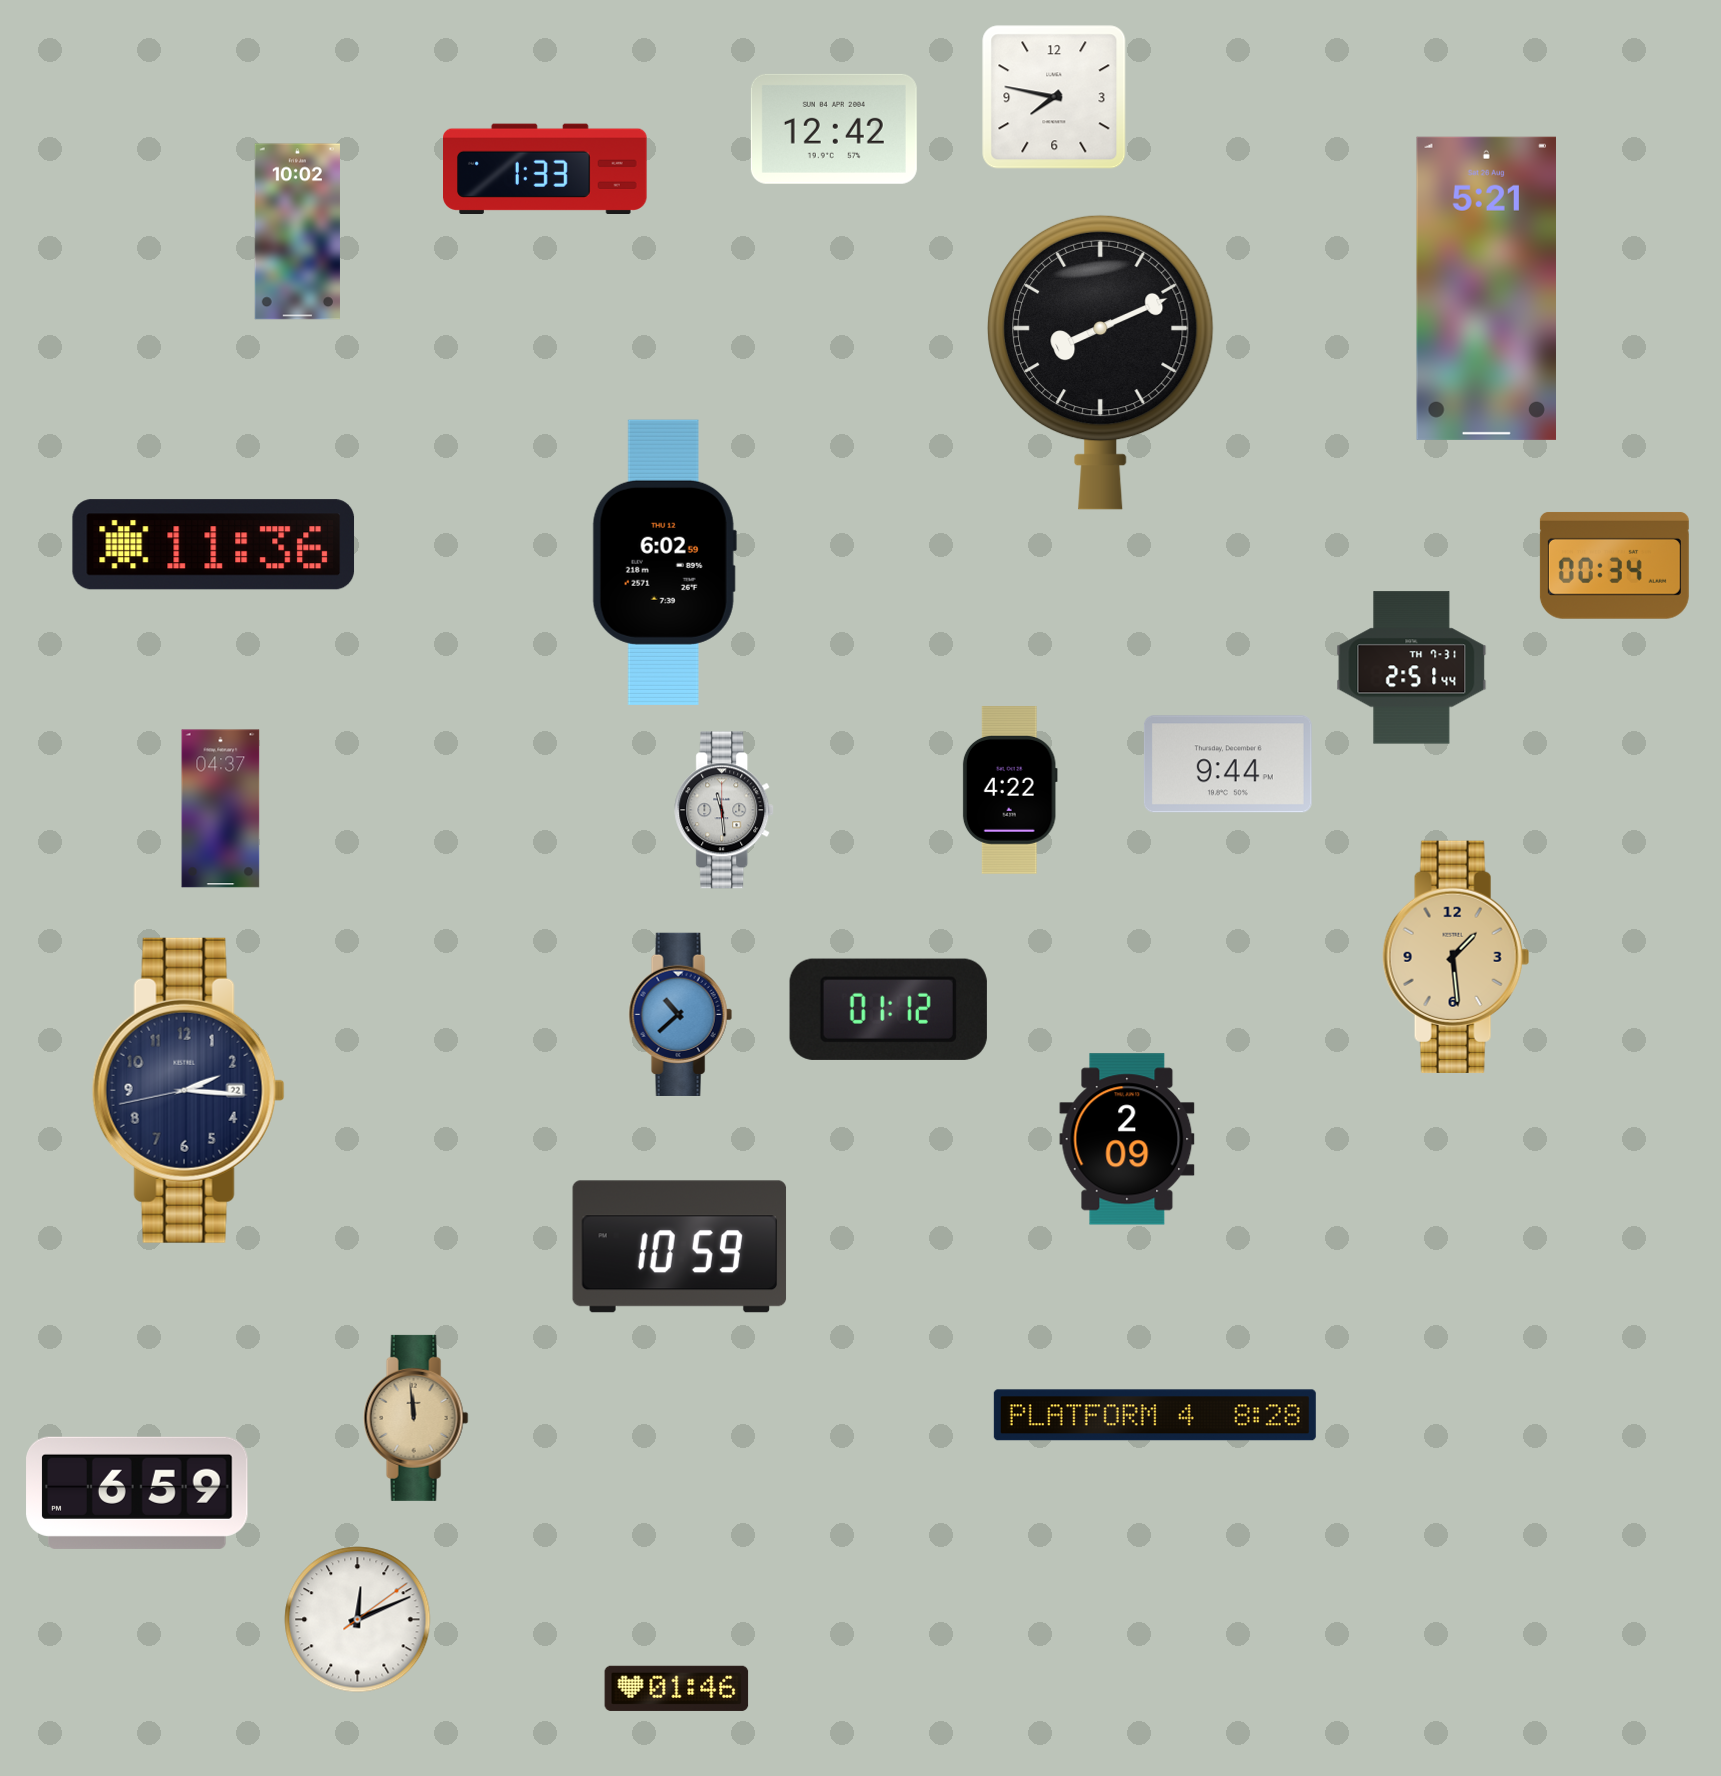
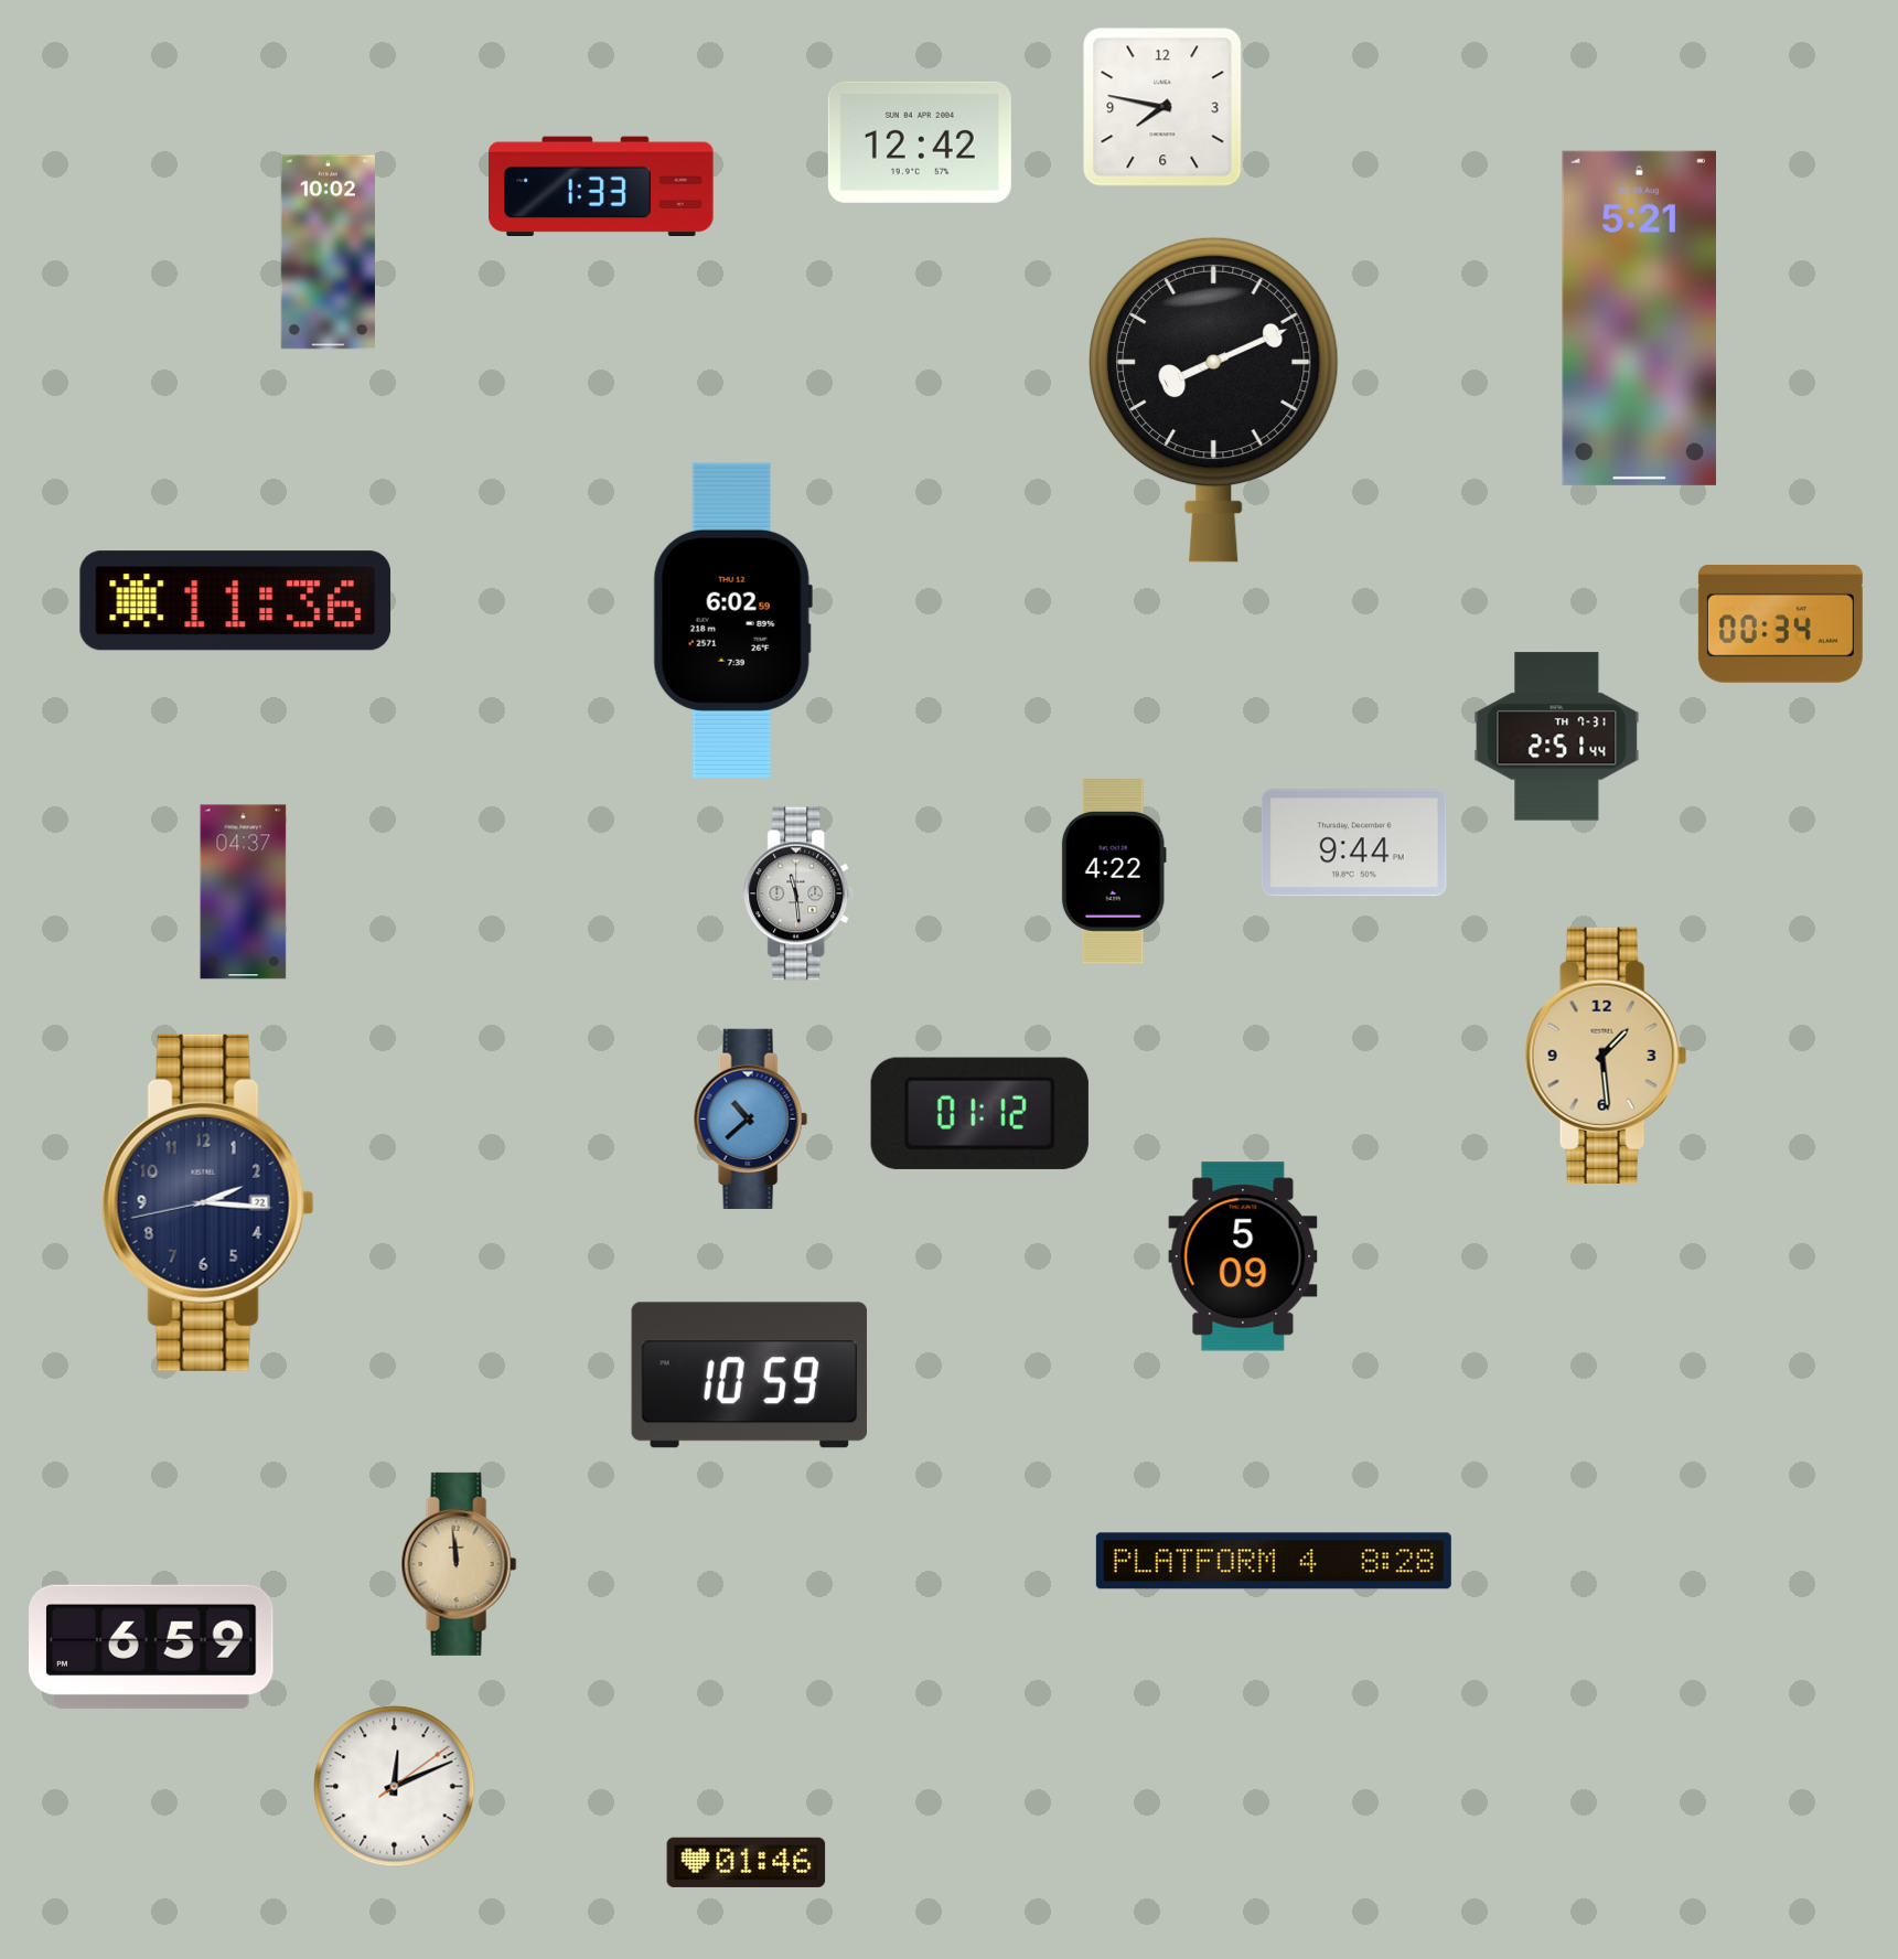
clock at (297, 232) position: (297, 232) -> (328, 253)
clock at (1127, 1139): 2:09 -> 5:09
